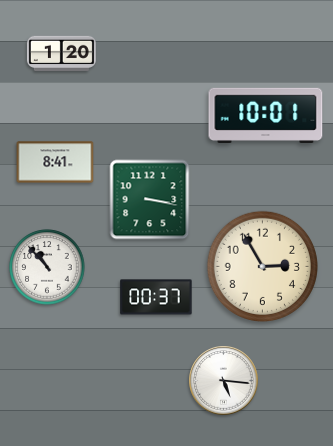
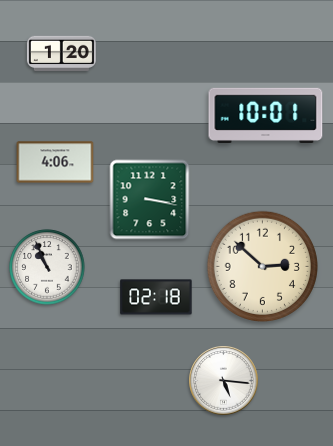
clock at (55, 162): 8:41 -> 4:06
clock at (262, 266): 2:55 -> 2:52
clock at (47, 267): 10:53 -> 10:56
clock at (156, 297): 00:37 -> 02:18
